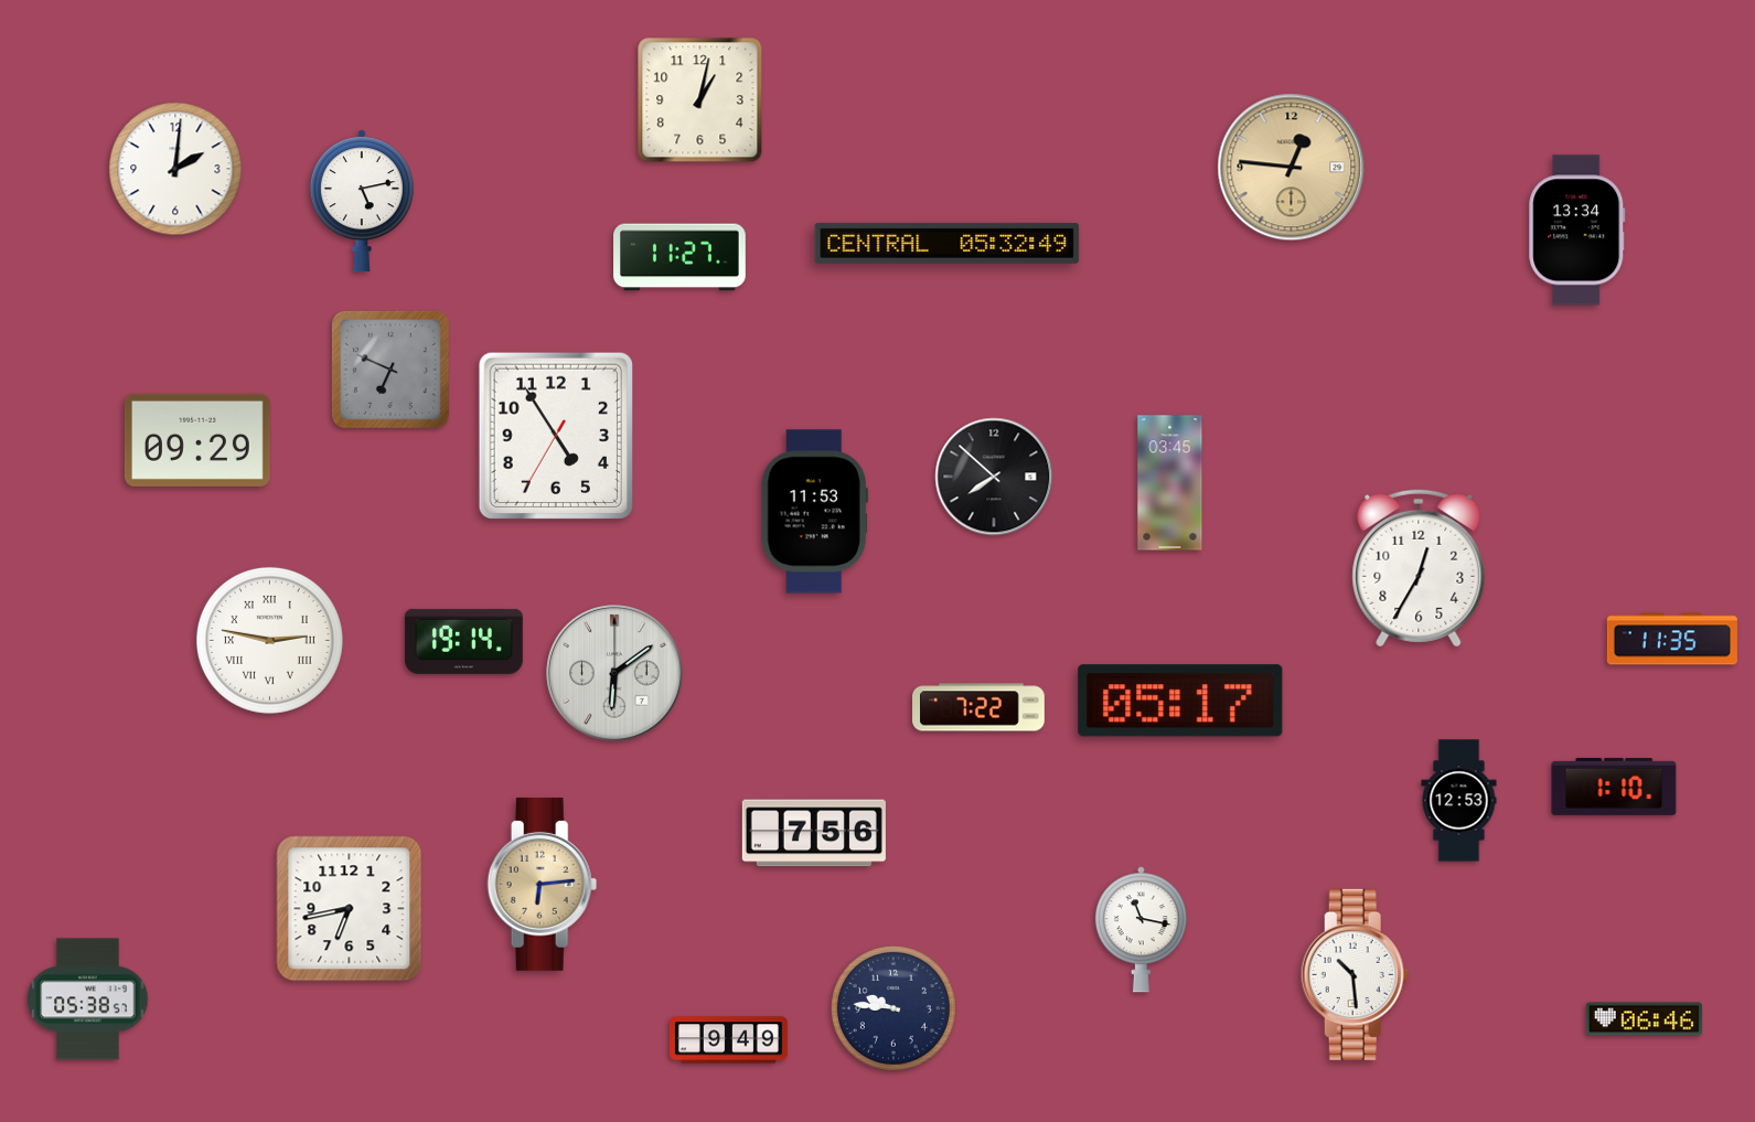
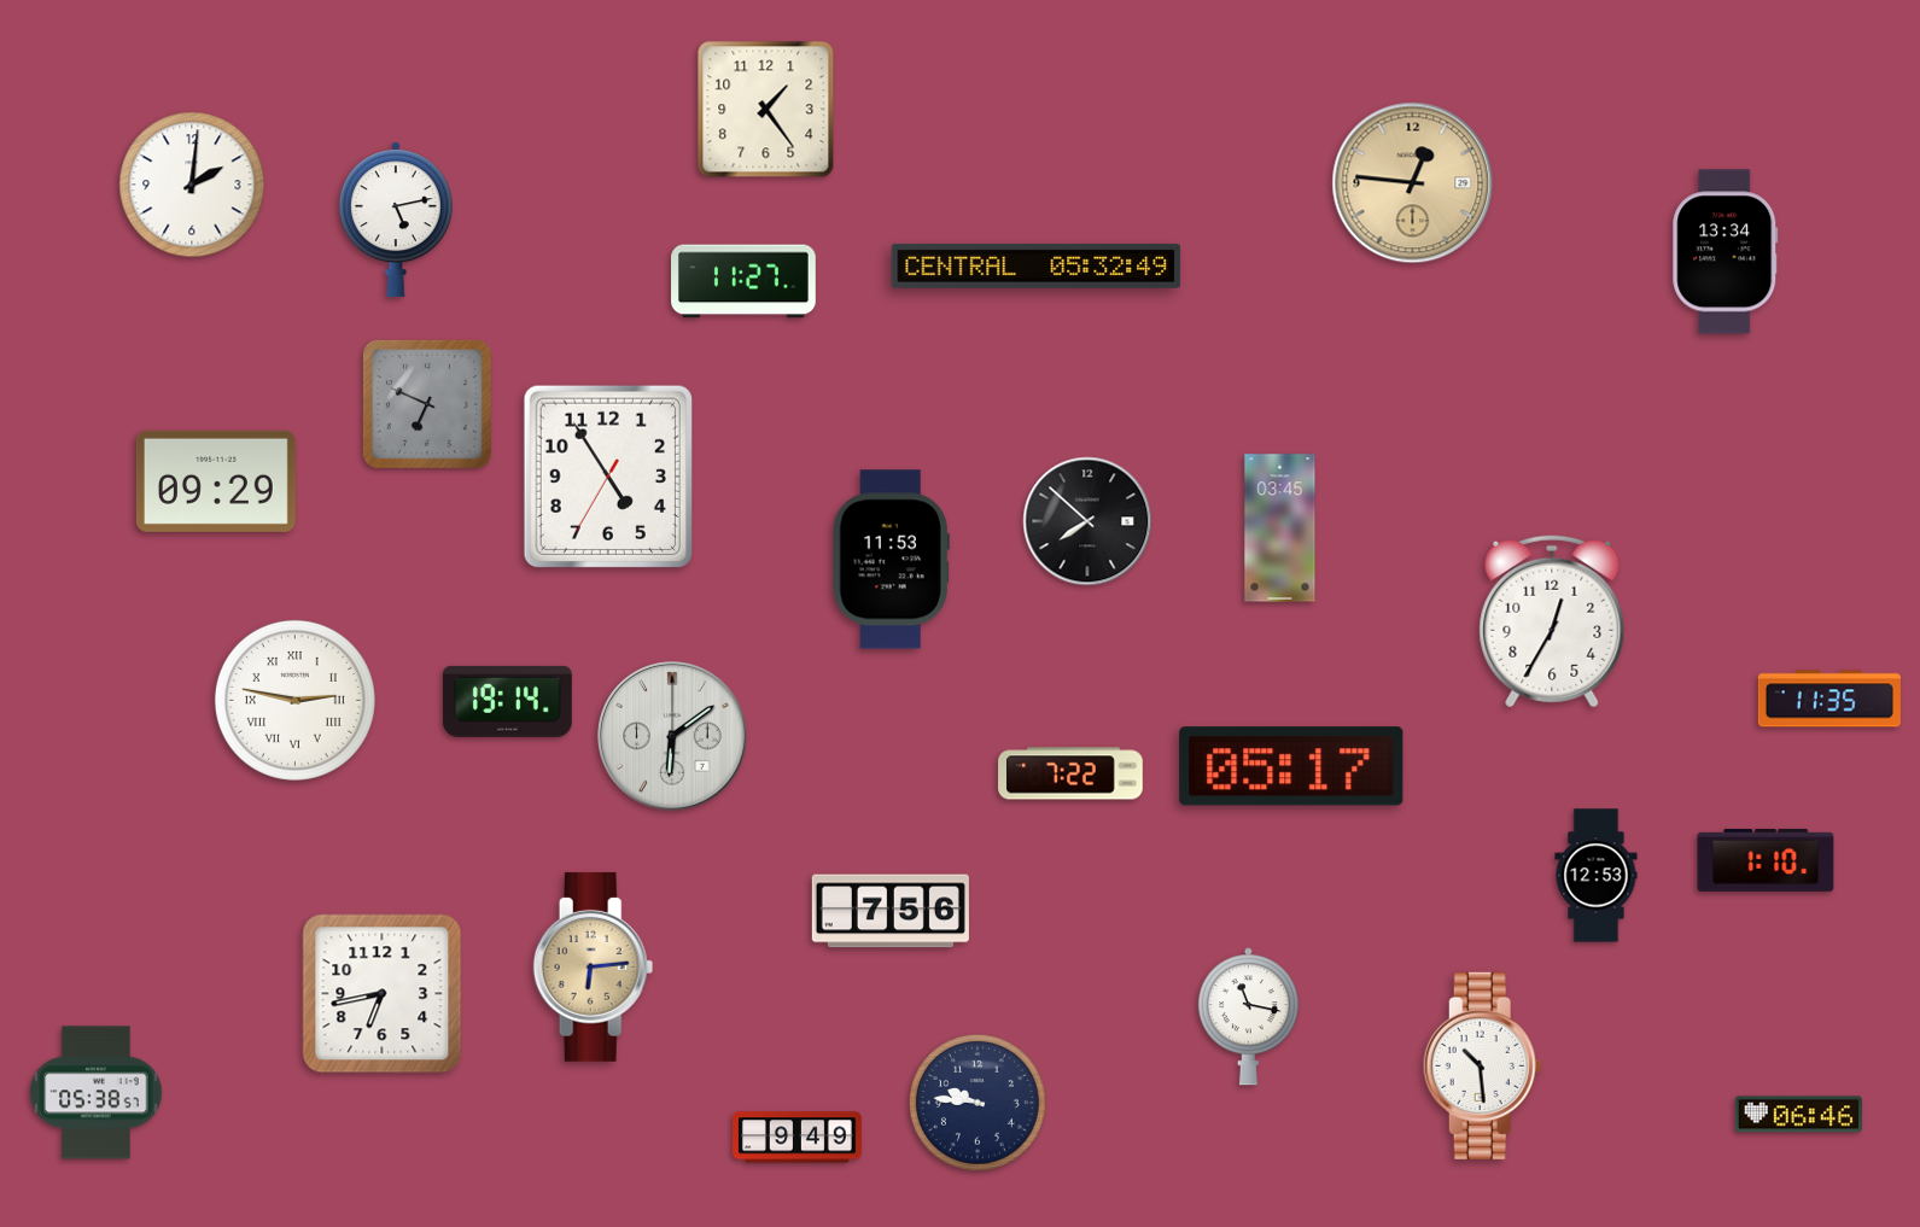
clock at (700, 100): 1:02 -> 1:24
